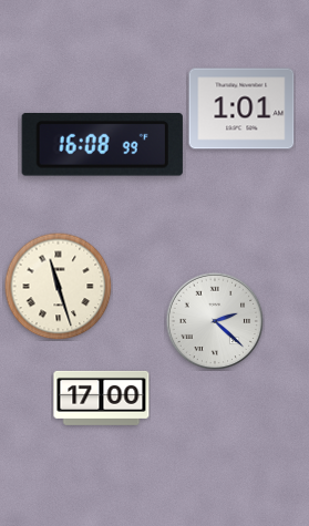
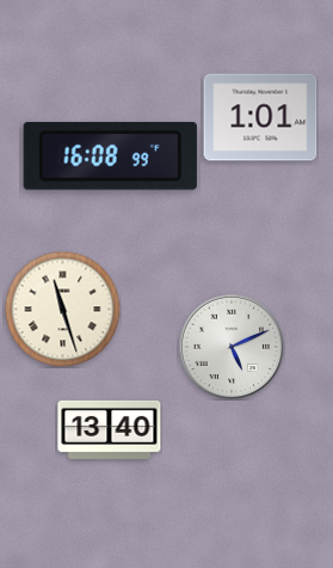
clock at (215, 321): 2:22 -> 5:11
clock at (102, 398): 17:00 -> 13:40
